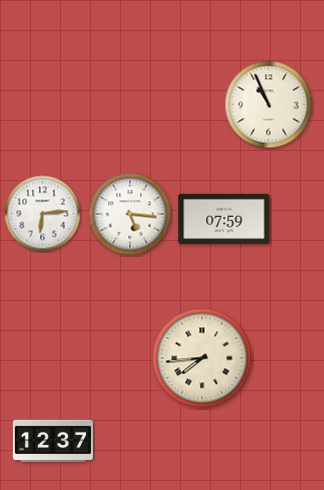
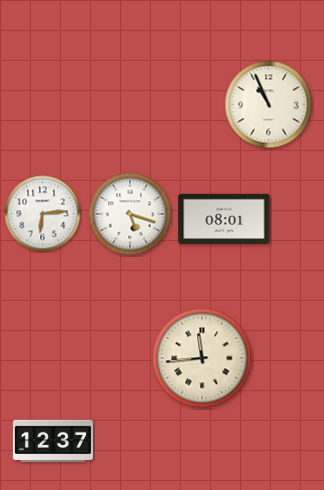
clock at (130, 214): 5:16 -> 5:18
clock at (224, 218): 07:59 -> 08:01
clock at (202, 358): 7:44 -> 11:44
